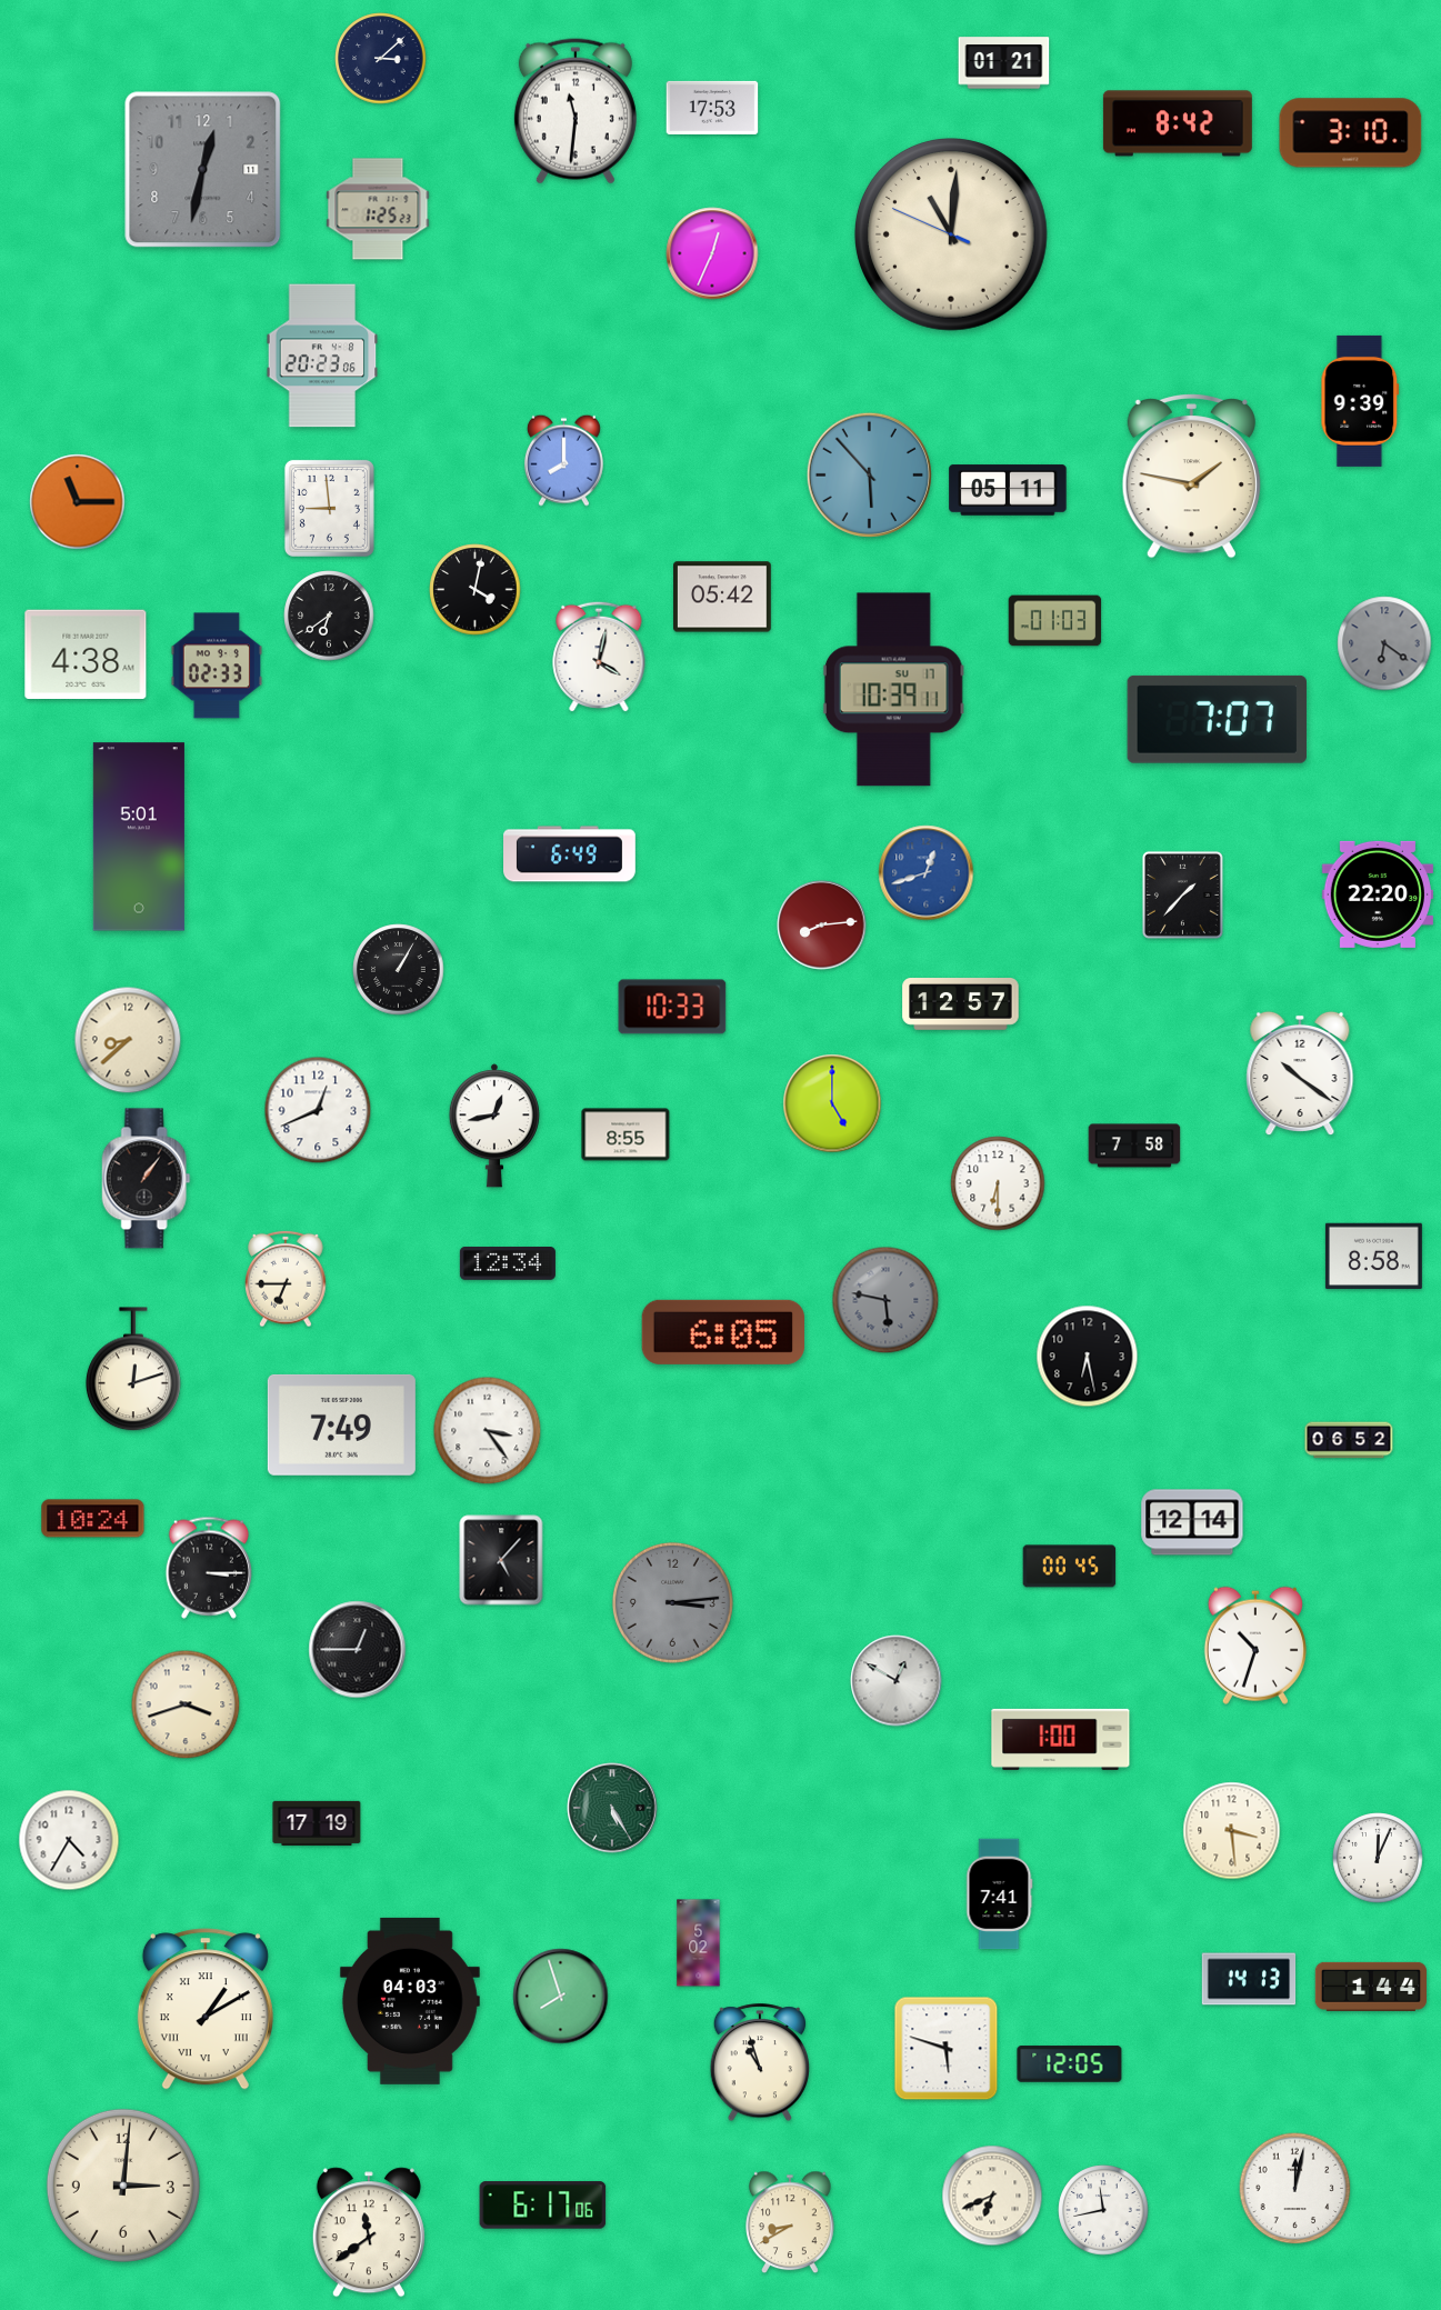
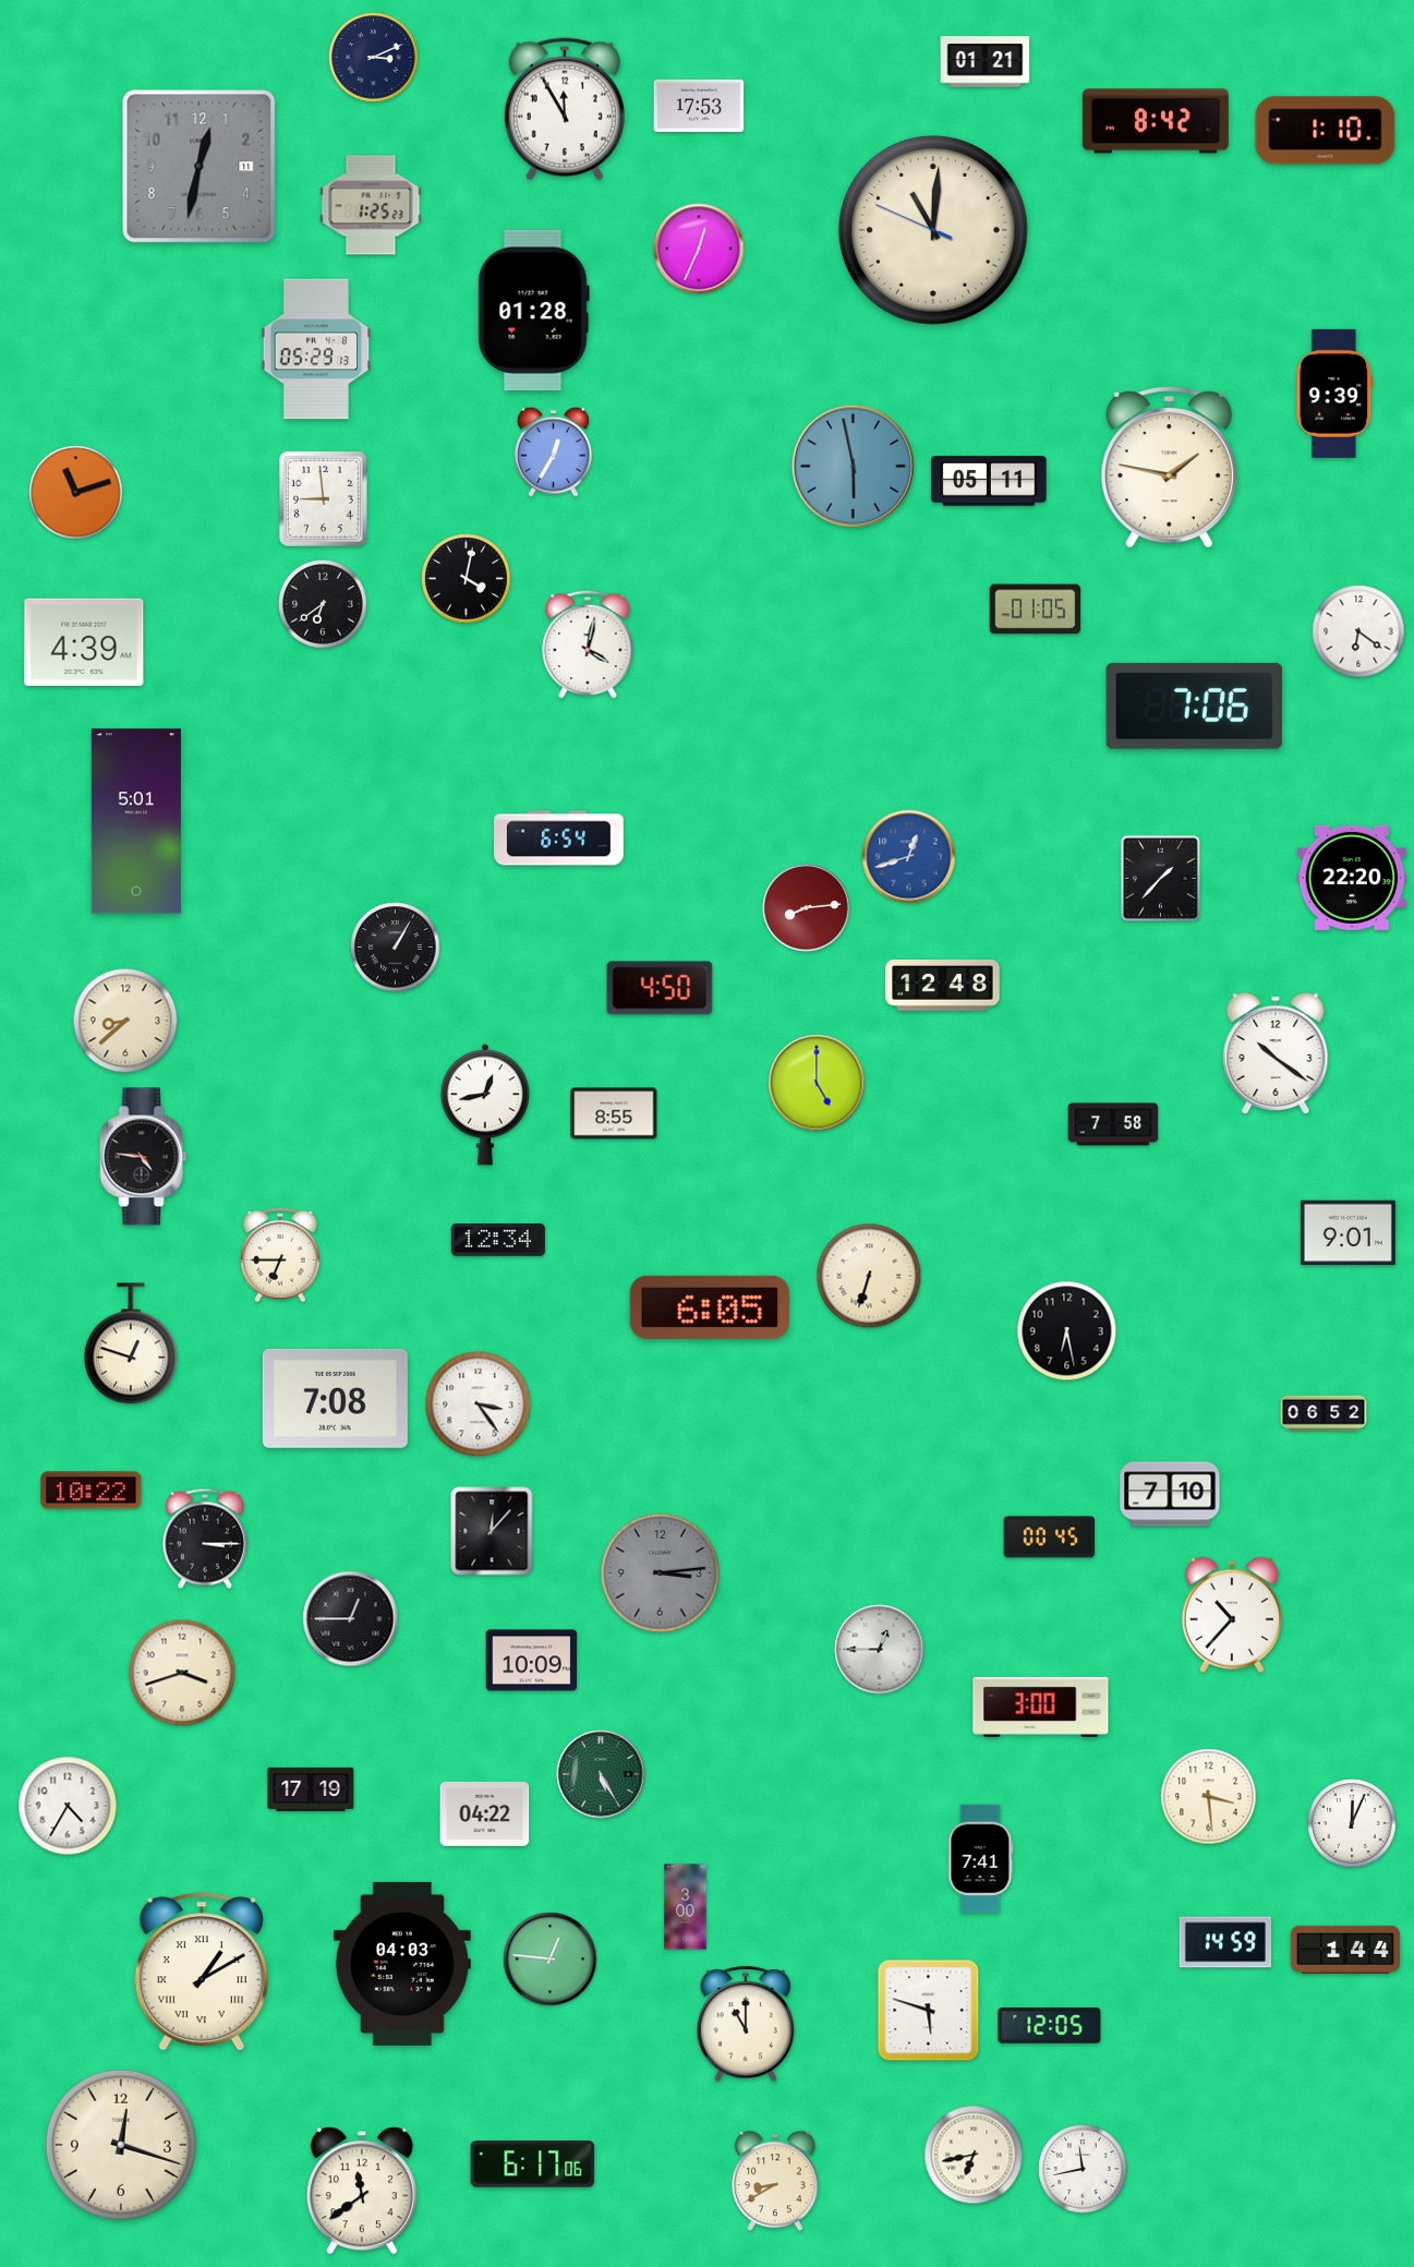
clock at (381, 59): 3:08 -> 3:11
clock at (576, 111): 11:31 -> 11:55
clock at (1351, 133): 3:10 -> 1:10
clock at (533, 310): none -> 01:28
clock at (322, 356): 20:23 -> 05:29
clock at (563, 460): 8:00 -> 12:35
clock at (869, 474): 5:53 -> 5:58
clock at (78, 502): 11:15 -> 11:12
clock at (723, 597): 05:42 -> none
clock at (1055, 621): 01:03 -> 01:05
clock at (1384, 643) dial: grey -> white
clock at (86, 654): 4:38 -> 4:39
clock at (217, 666): 02:33 -> none
clock at (893, 690): 10:39 -> none
clock at (1217, 719): 7:07 -> 7:06
clock at (570, 854): 6:49 -> 6:54
clock at (399, 970) position: (399, 970) -> (396, 948)
clock at (961, 1004): 12:57 -> 12:48
clock at (672, 1007): 10:33 -> 4:50
clock at (318, 1110): 12:41 -> none
clock at (147, 1179): 1:06 -> 4:46
clock at (998, 1183): 6:30 -> none
clock at (1373, 1257): 8:58 -> 9:01
clock at (885, 1300): 5:47 -> 6:33
clock at (885, 1300) dial: grey -> cream
clock at (133, 1370): 12:12 -> 12:48
clock at (341, 1424): 7:49 -> 7:08
clock at (93, 1519): 10:24 -> 10:22
clock at (1192, 1522): 12:14 -> 7:10
clock at (501, 1560): 5:07 -> 12:07
clock at (1255, 1646): 10:33 -> 10:37
clock at (897, 1681): 12:50 -> 12:45
clock at (532, 1661): none -> 10:09
clock at (1061, 1739): 1:00 -> 3:00
clock at (485, 1813): none -> 04:22
clock at (699, 1943): 5:02 -> 3:00
clock at (1249, 1979): 14:13 -> 14:59
clock at (561, 1997): 7:57 -> 12:46
clock at (759, 2063): 10:57 -> 11:00
clock at (123, 2186): 3:01 -> 12:18
clock at (1295, 2189): 12:02 -> none
clock at (992, 2196): 6:41 -> 6:43
